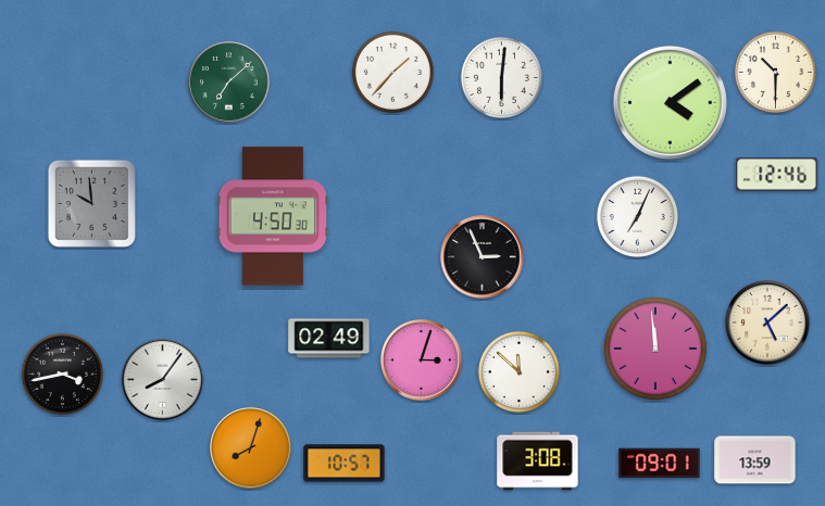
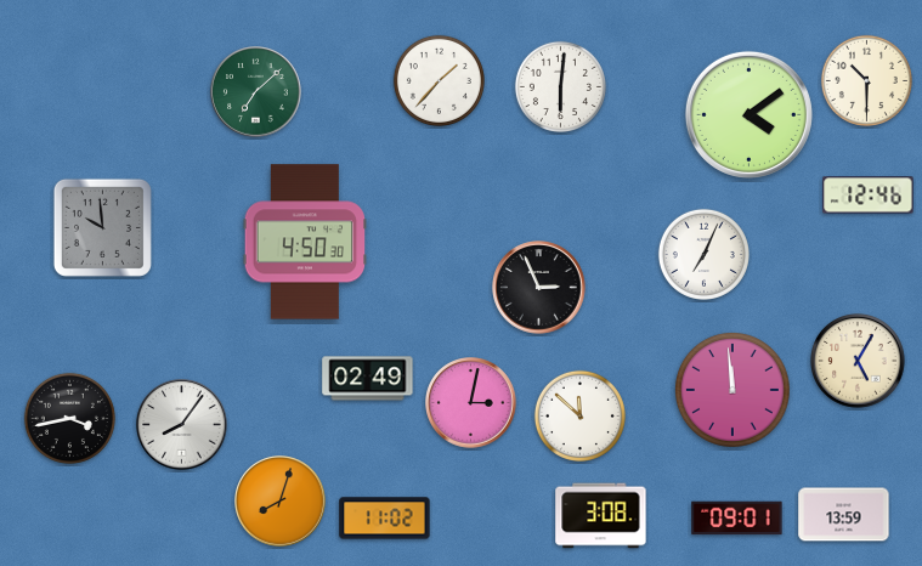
clock at (637, 216) position: (637, 216) -> (703, 254)
clock at (767, 322): 5:08 -> 5:05
clock at (422, 360): 3:03 -> 3:02
clock at (345, 464): 10:57 -> 11:02
